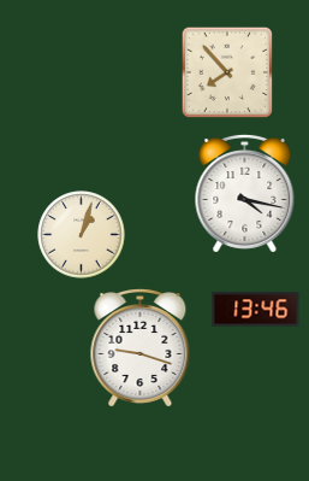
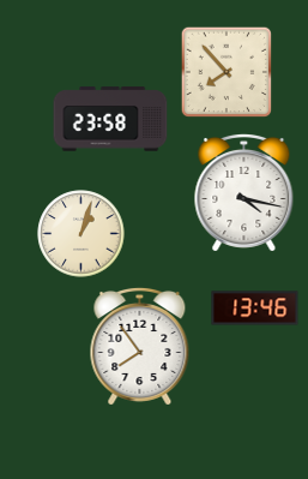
clock at (110, 119): none -> 23:58
clock at (141, 347): 9:18 -> 7:54
